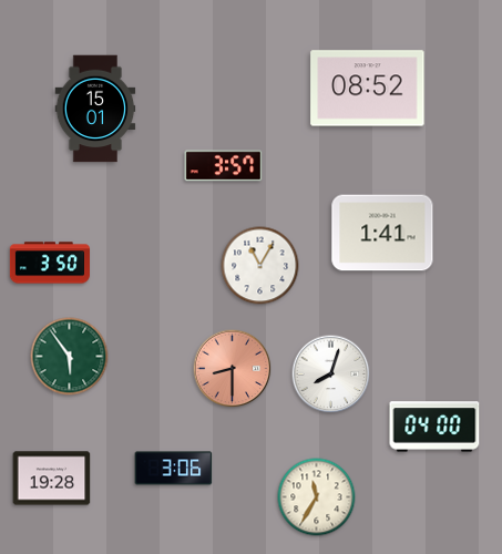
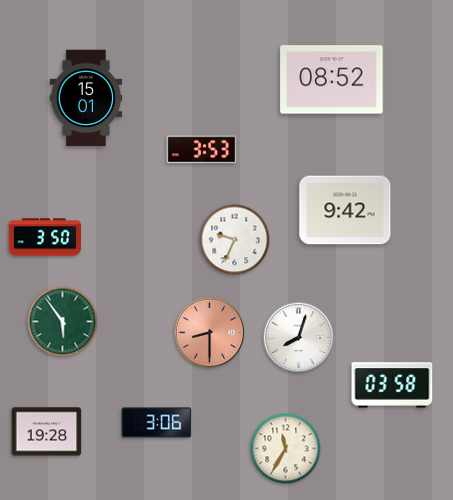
clock at (224, 166): 3:57 -> 3:53
clock at (382, 233): 1:41 -> 9:42
clock at (260, 266): 11:05 -> 9:34
clock at (434, 427): 04:00 -> 03:58
